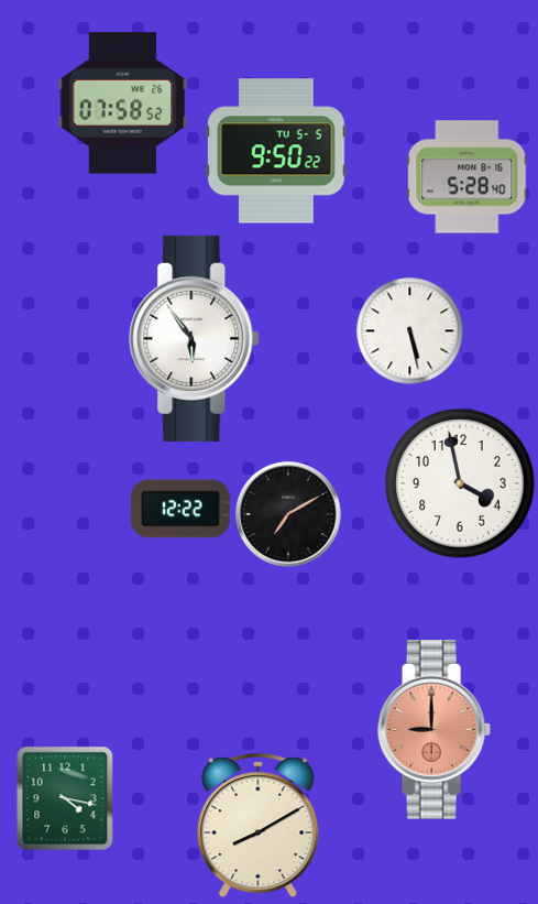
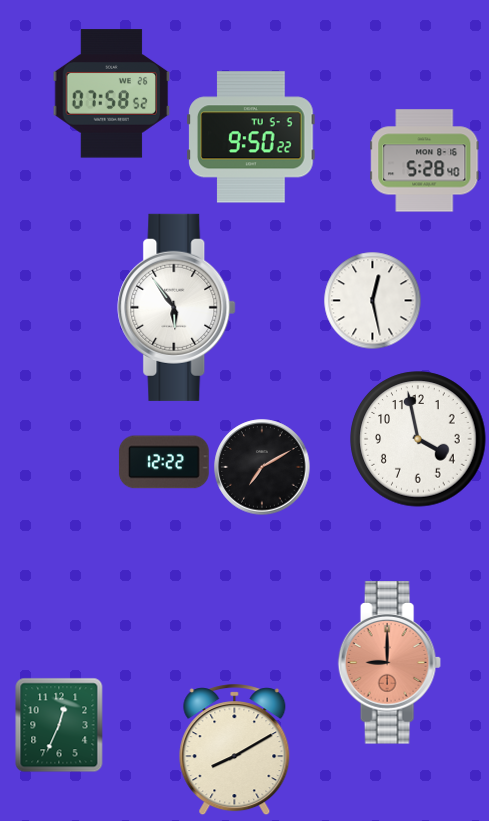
clock at (410, 331): 5:28 -> 12:28
clock at (433, 730) position: (433, 730) -> (389, 663)
clock at (65, 798): 4:17 -> 12:34
